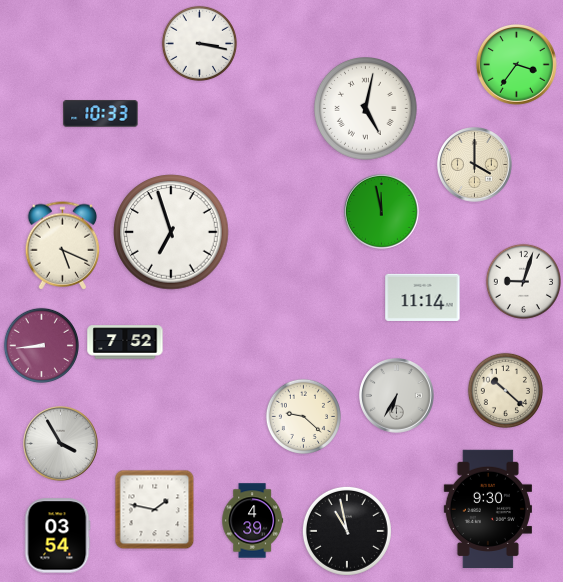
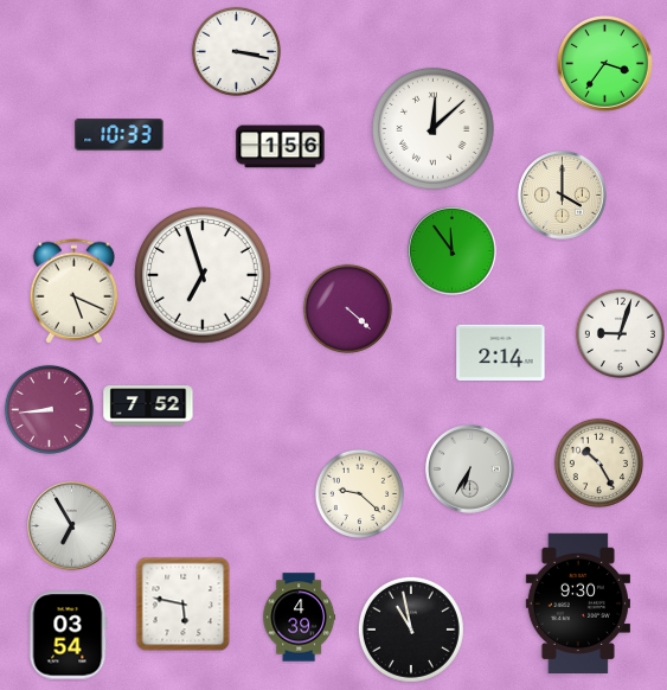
clock at (517, 65) position: (517, 65) -> (605, 64)
clock at (366, 109): 5:02 -> 12:08
clock at (281, 147): none -> 1:56
clock at (382, 212): 11:58 -> 11:54
clock at (347, 308): none -> 4:22
clock at (423, 297): 11:14 -> 2:14
clock at (505, 390): 10:22 -> 10:25
clock at (61, 444): 3:55 -> 6:55
clock at (155, 510): 1:47 -> 5:47
